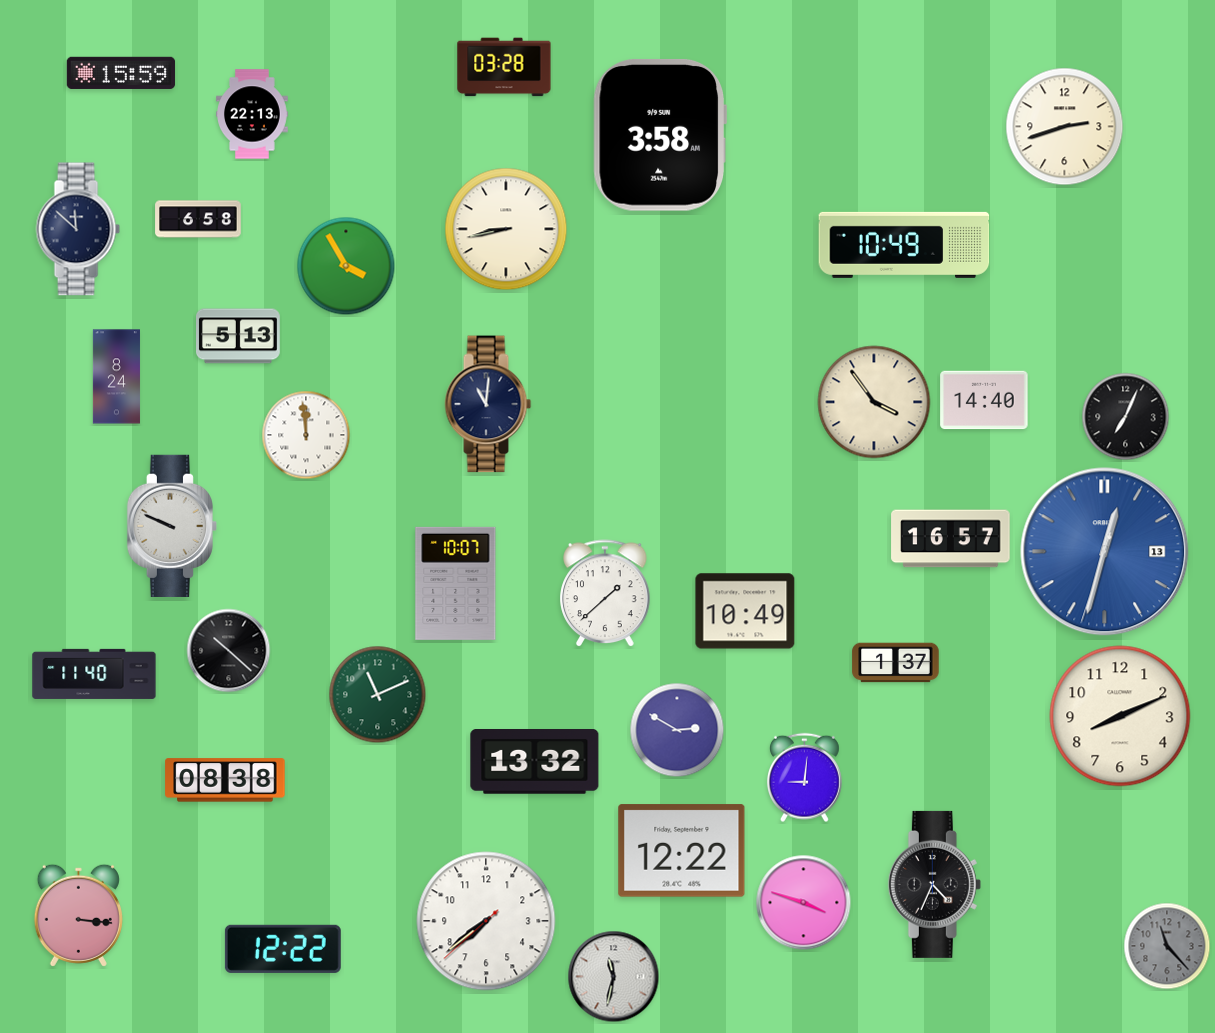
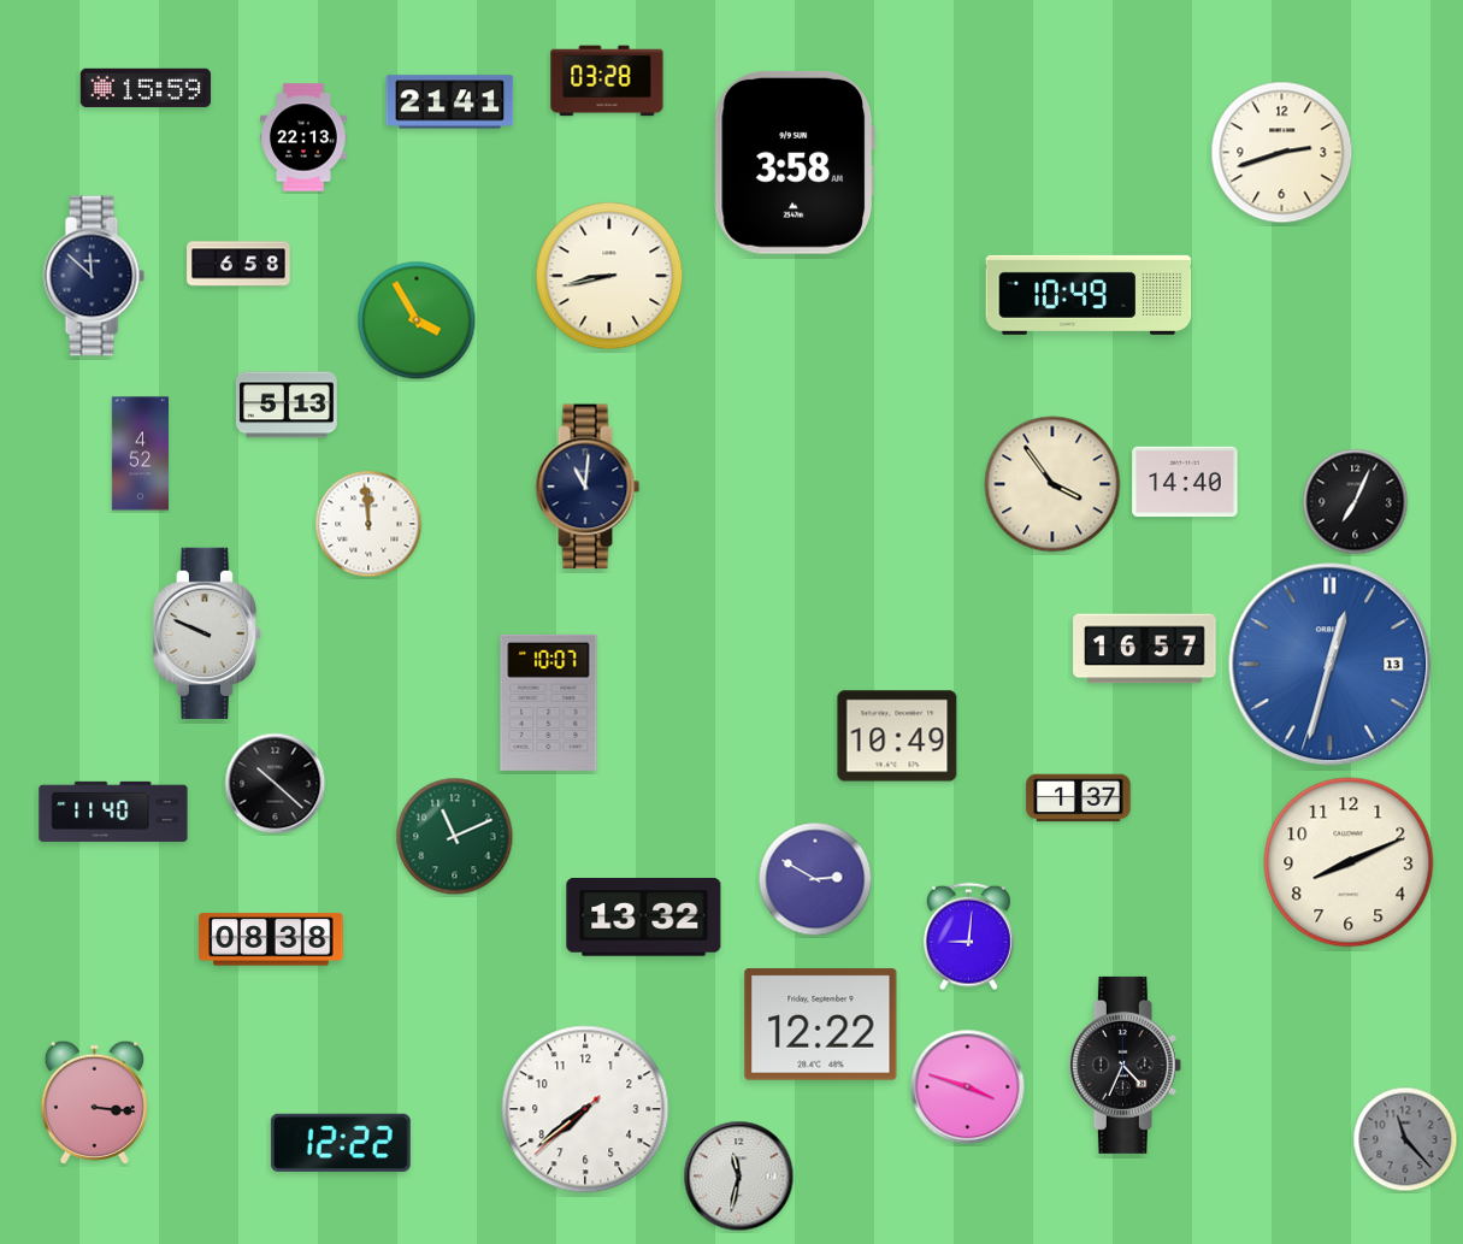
clock at (450, 102): none -> 21:41
clock at (116, 377): 8:24 -> 4:52
clock at (605, 594): 1:38 -> none
